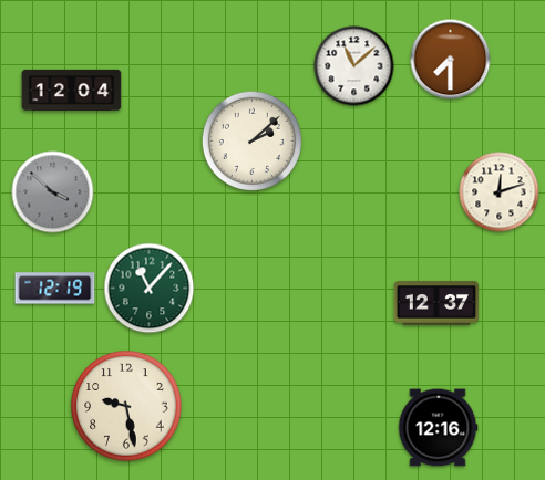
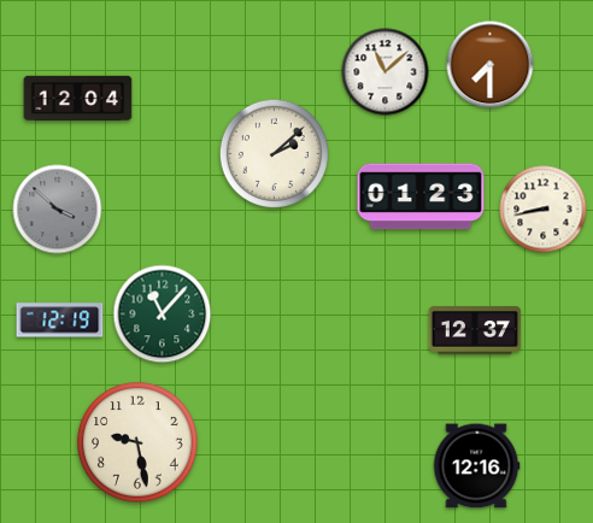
clock at (421, 196): none -> 01:23
clock at (500, 192): 12:12 -> 8:43
clock at (55, 289) position: (55, 289) -> (60, 321)
